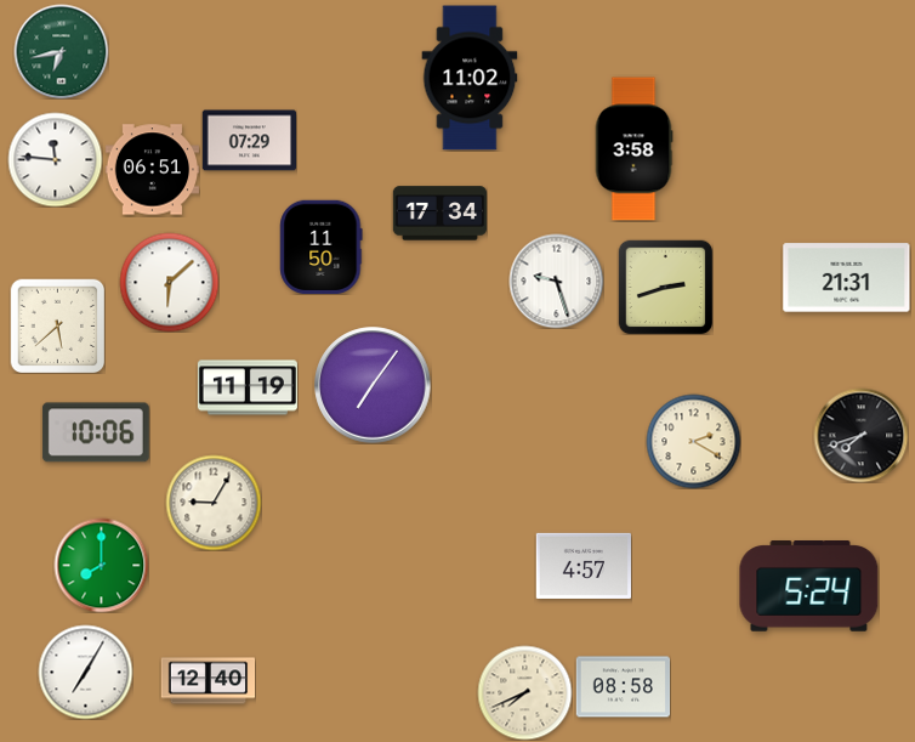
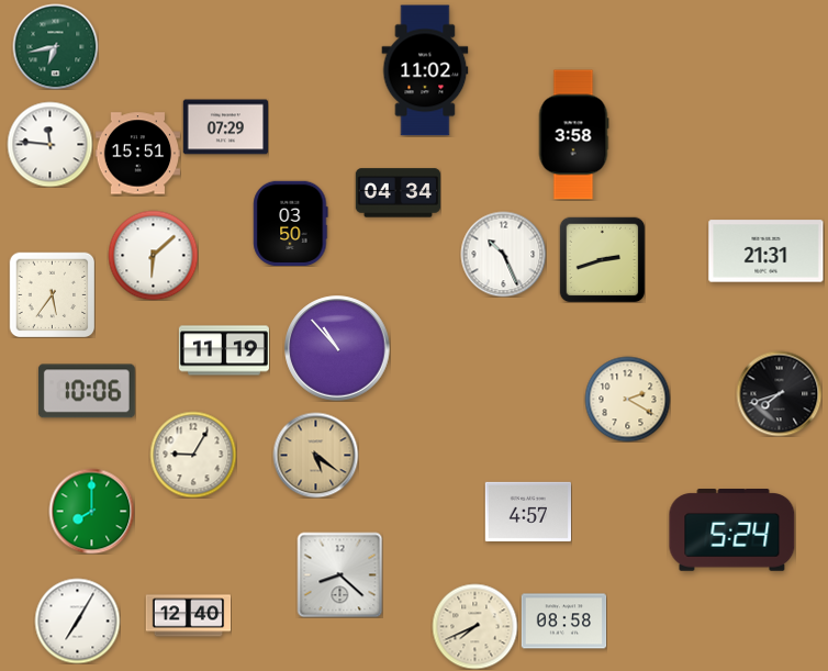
clock at (152, 170): 06:51 -> 15:51
clock at (439, 214): 17:34 -> 04:34
clock at (322, 247): 11:50 -> 03:50
clock at (556, 281): 9:27 -> 10:26
clock at (57, 325): 5:38 -> 5:36
clock at (373, 385): 7:06 -> 10:53
clock at (315, 455): none -> 5:21
clock at (339, 574): none -> 8:22
clock at (85, 672) position: (85, 672) -> (77, 620)
